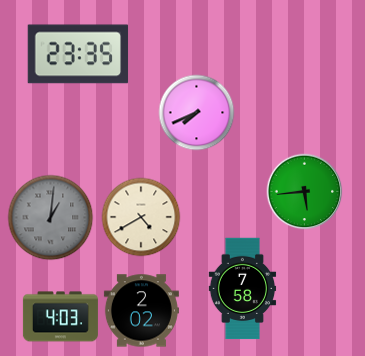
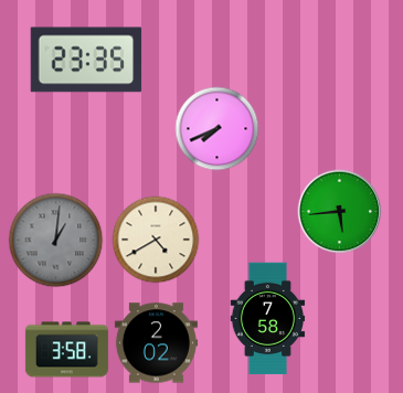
clock at (197, 113) position: (197, 113) -> (218, 129)
clock at (305, 192) position: (305, 192) -> (340, 212)
clock at (60, 317): 4:03 -> 3:58
